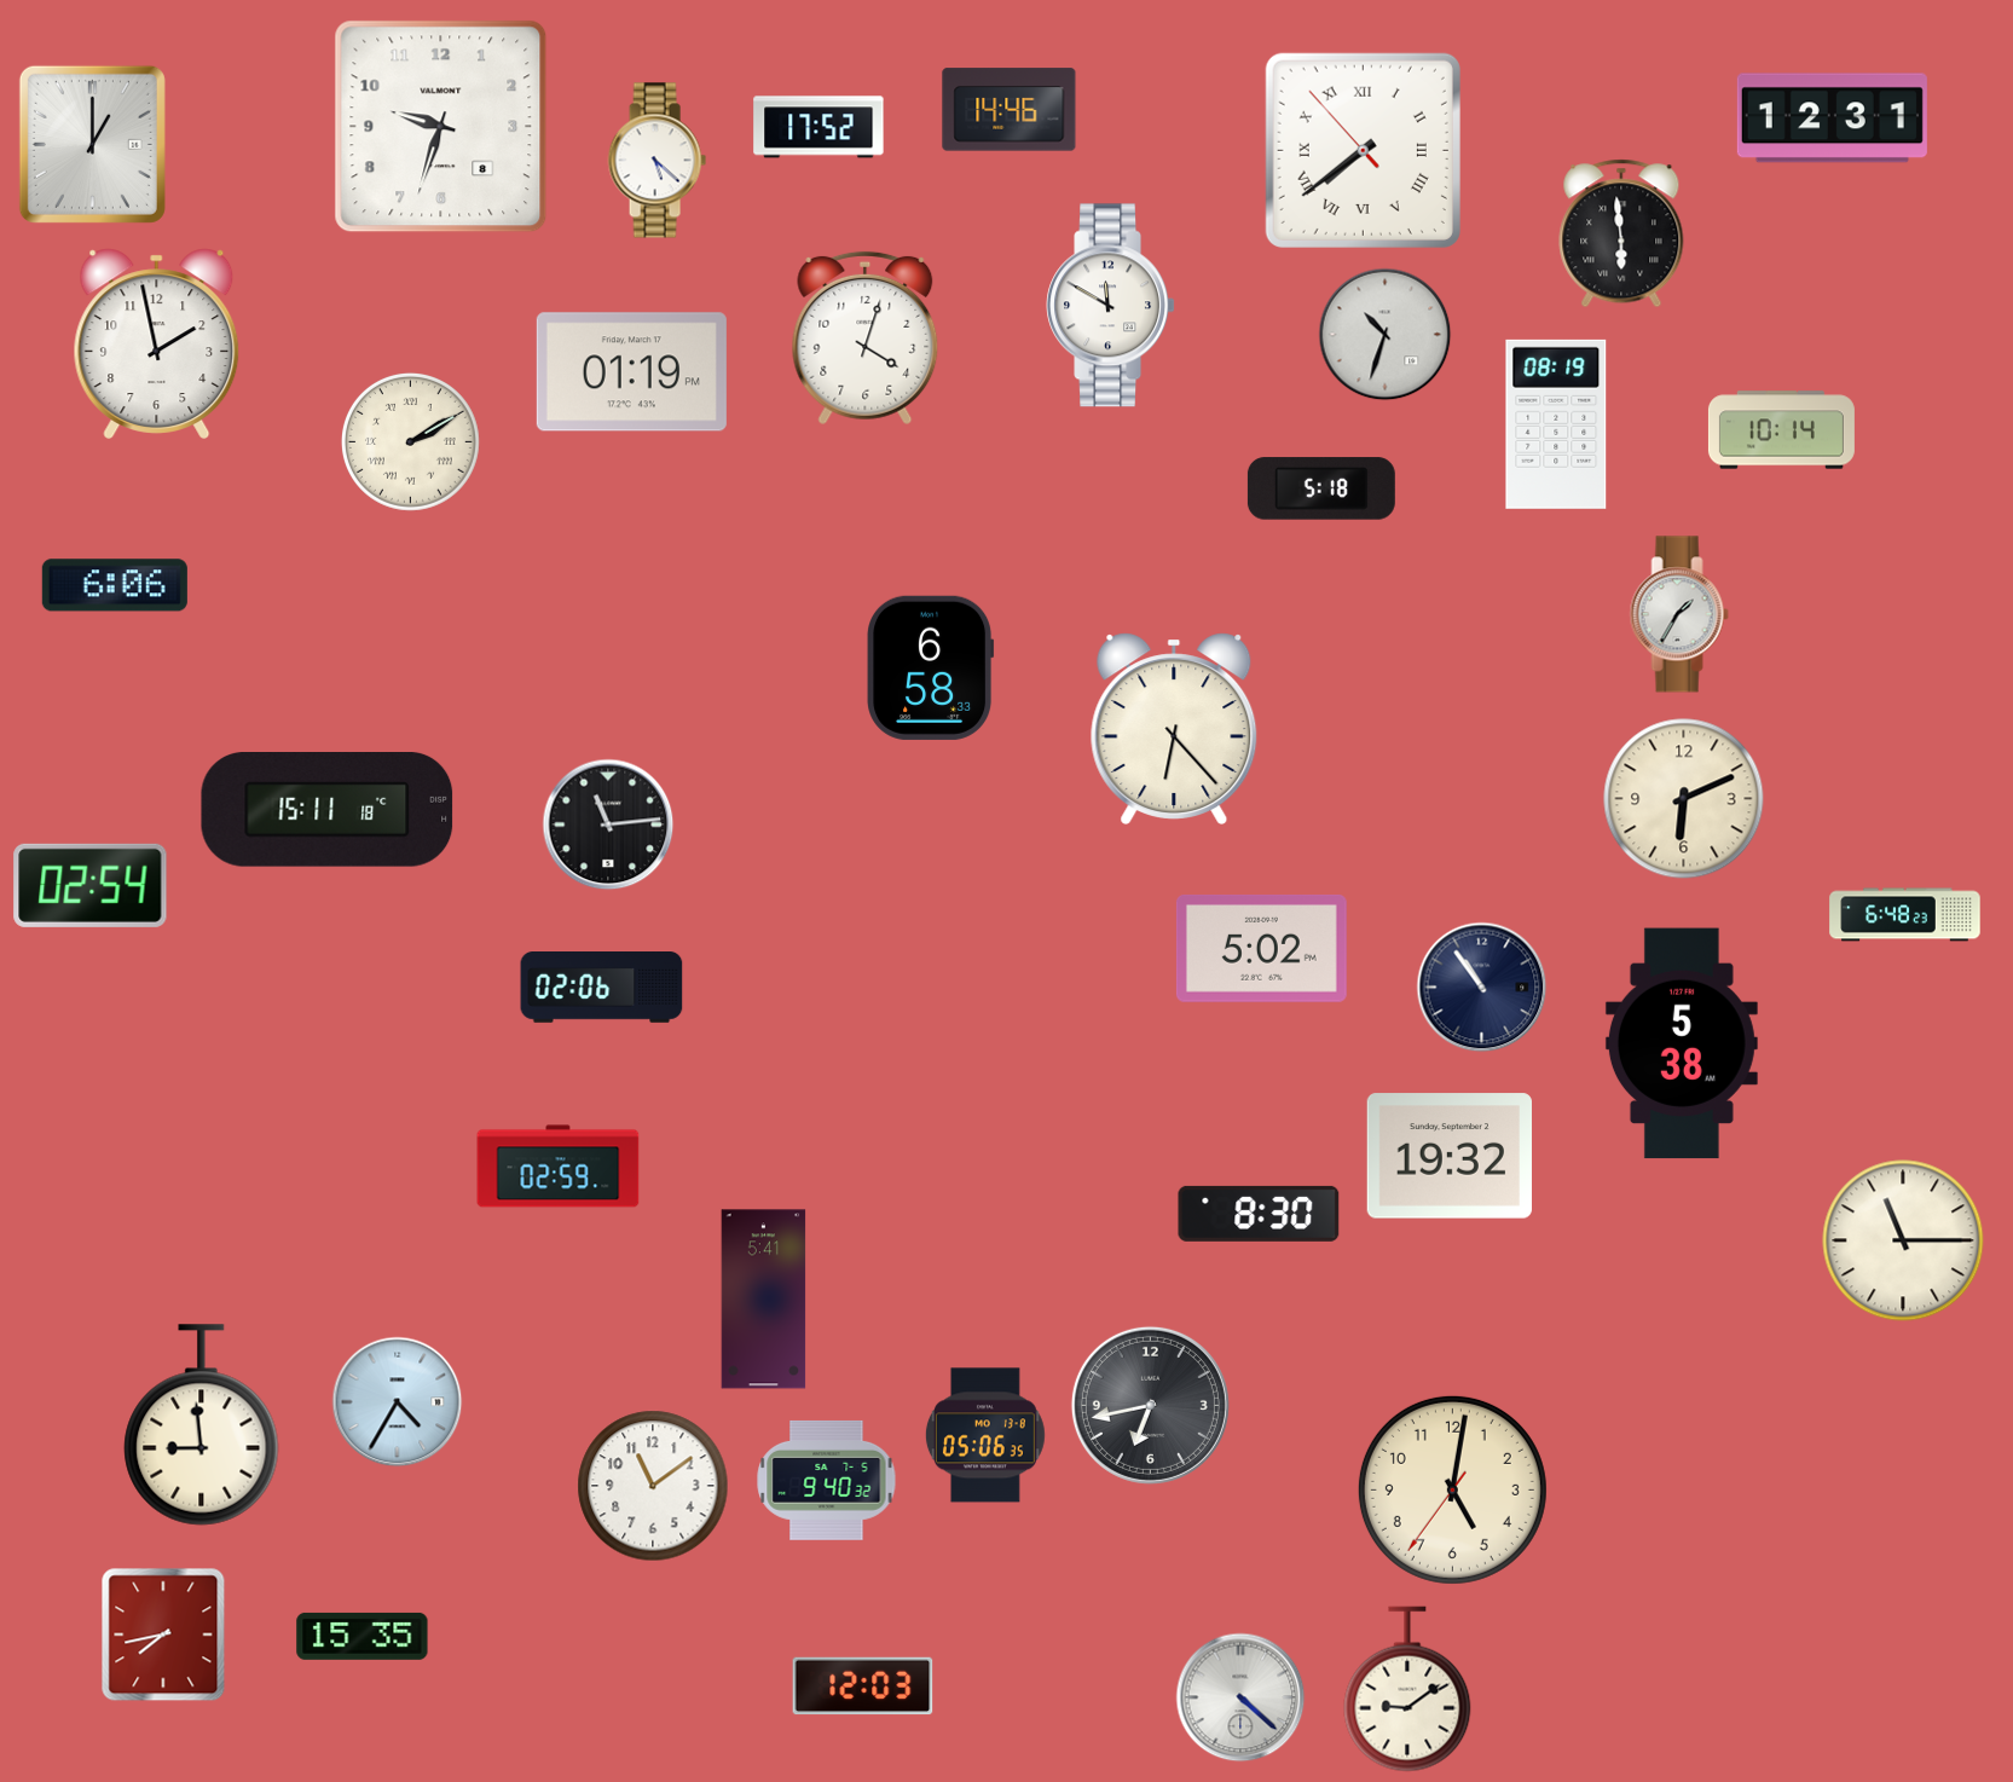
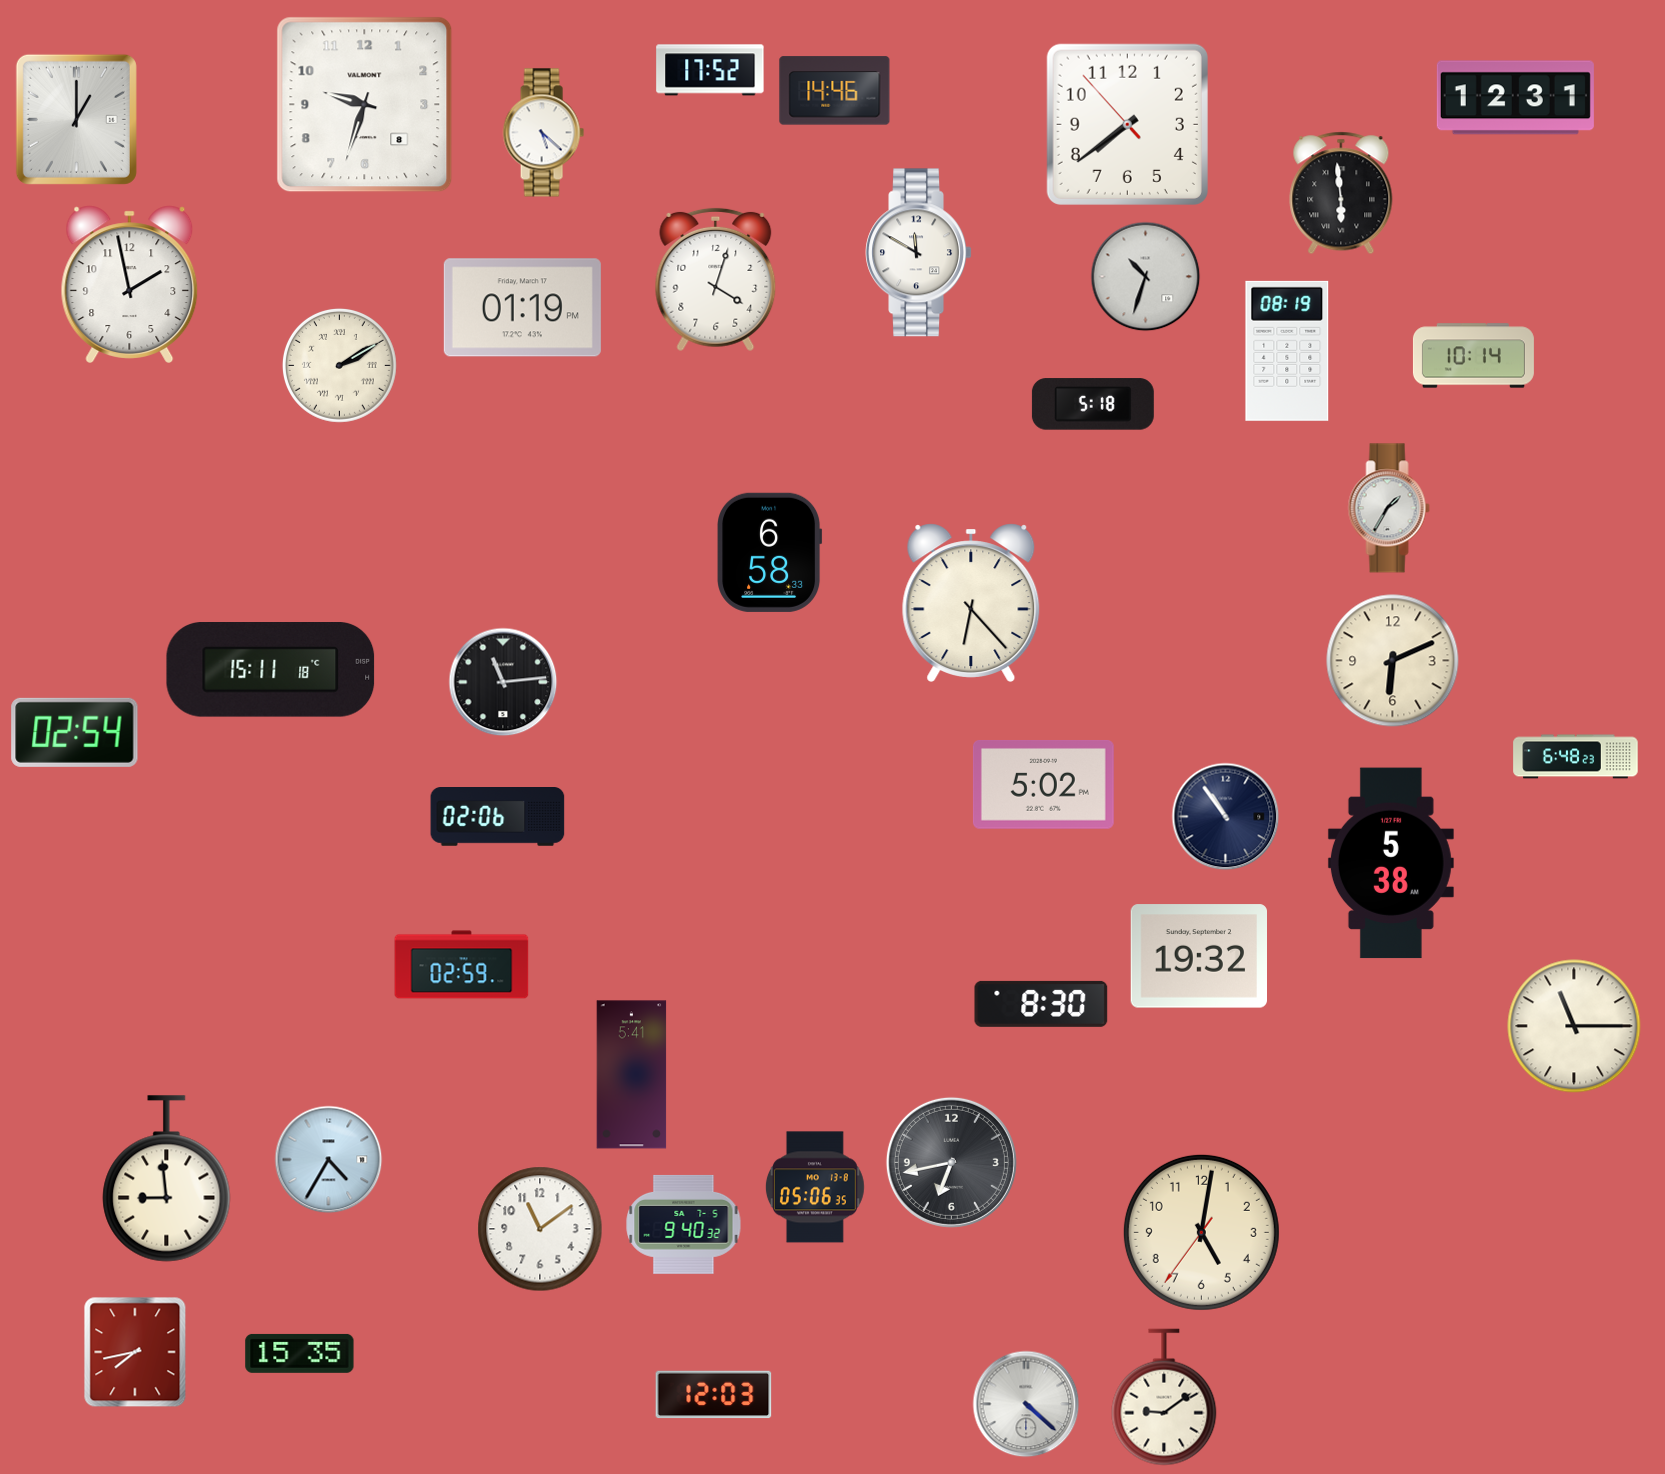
clock at (818, 127) position: (818, 127) -> (710, 70)
clock at (1363, 150) numerals: Roman -> Arabic
clock at (115, 585): 6:06 -> none
